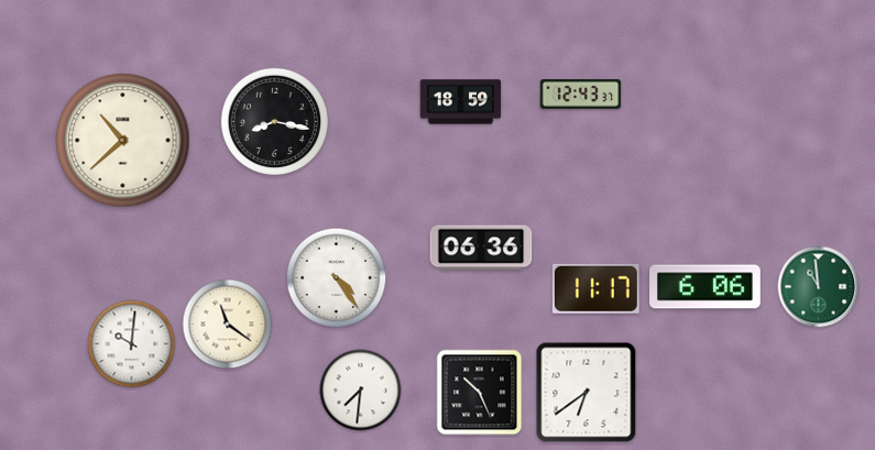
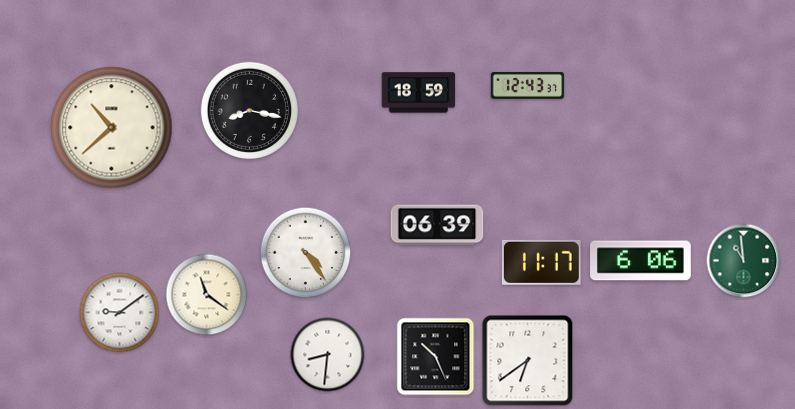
clock at (481, 248): 06:36 -> 06:39
clock at (132, 344): 10:01 -> 9:09
clock at (361, 391): 7:31 -> 8:31
clock at (587, 393) position: (587, 393) -> (528, 361)
